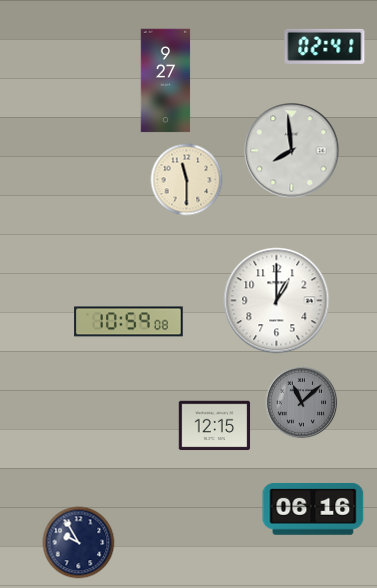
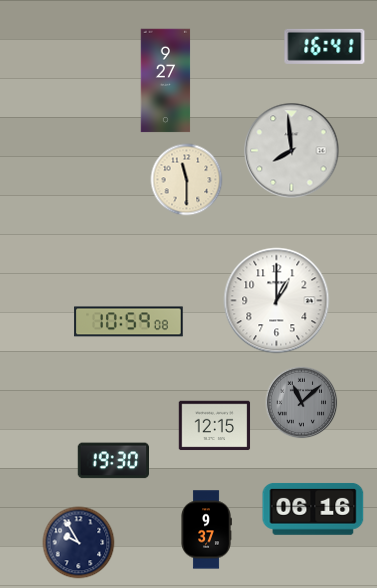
clock at (325, 46): 02:41 -> 16:41
clock at (114, 461): none -> 19:30
clock at (206, 530): none -> 9:37
